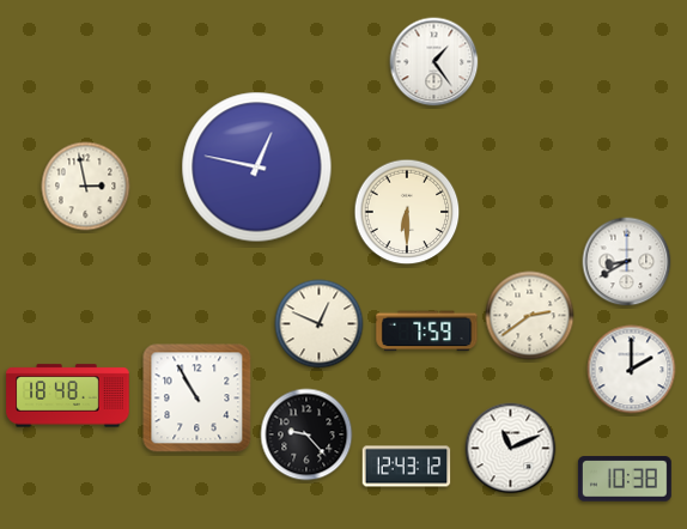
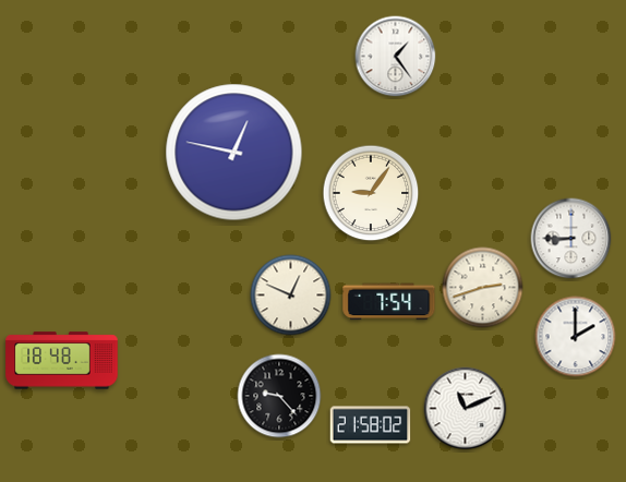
clock at (86, 187): 2:58 -> none
clock at (407, 212): 6:30 -> 9:06
clock at (627, 262): 8:40 -> 8:45
clock at (530, 316): 2:39 -> 2:42
clock at (427, 332): 7:59 -> 7:54
clock at (197, 399): 10:55 -> none
clock at (407, 467): 12:43 -> 21:58
clock at (625, 479): 10:38 -> none
